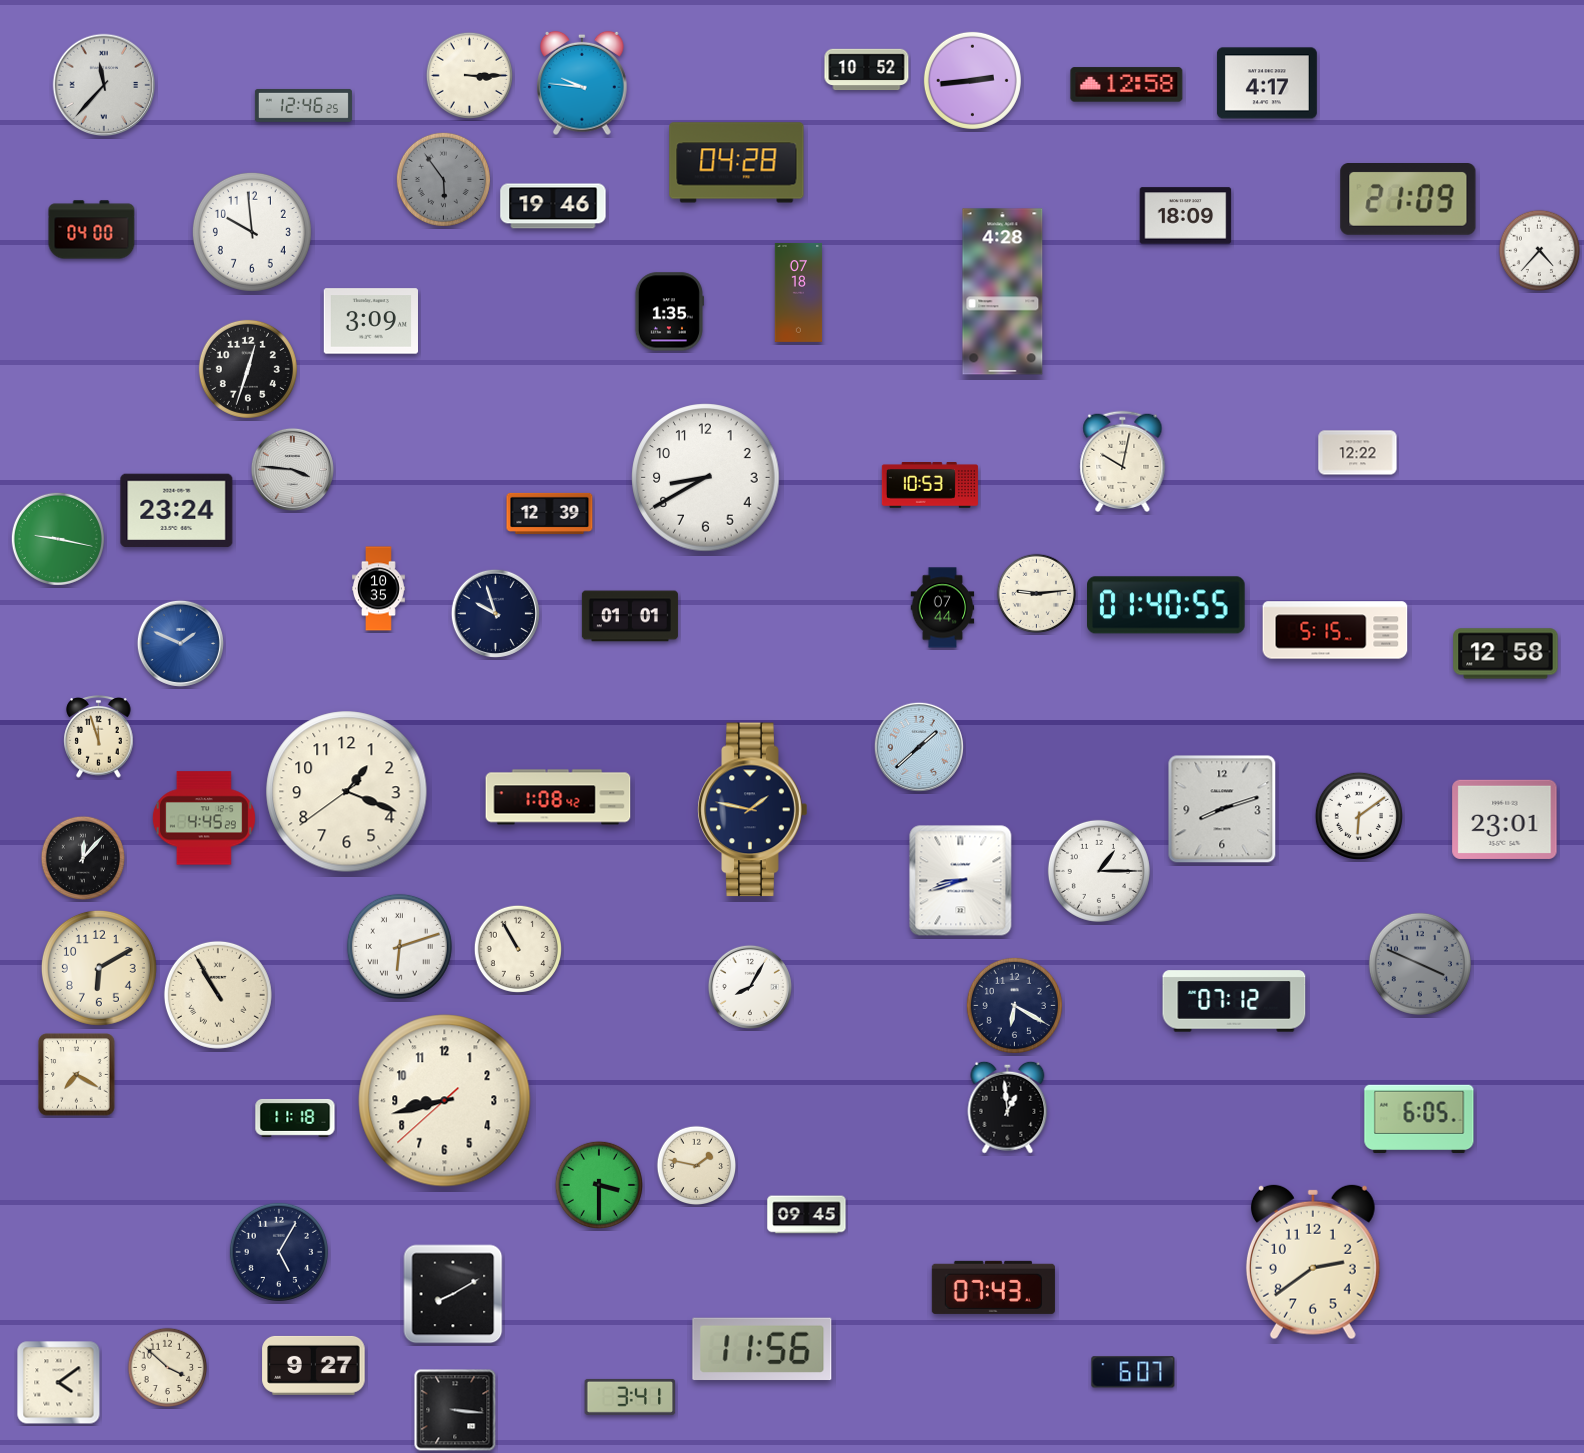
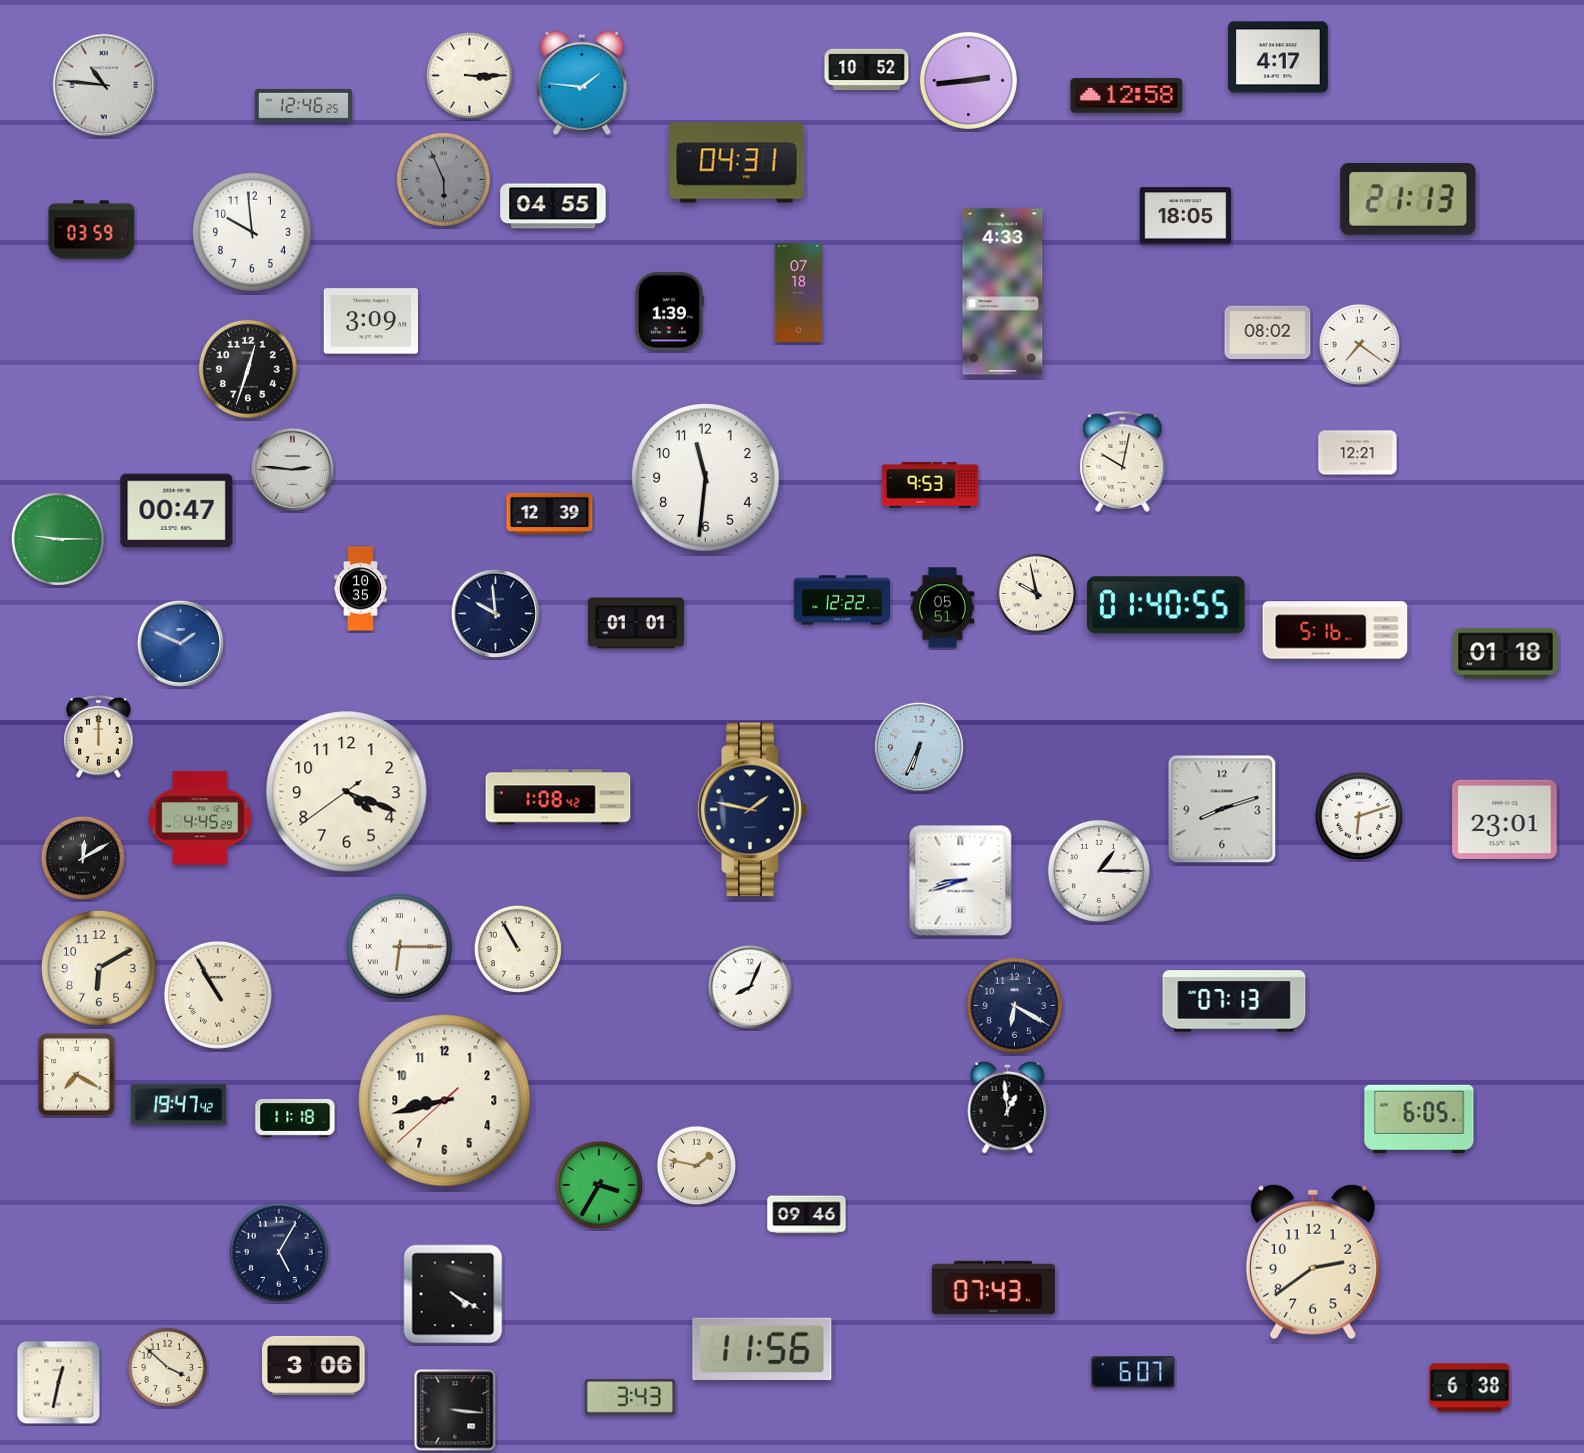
clock at (972, 80) position: (972, 80) -> (968, 80)
clock at (583, 83): 9:46 -> 1:46
clock at (1267, 83) position: (1267, 83) -> (1278, 57)
clock at (104, 85): 11:37 -> 10:46
clock at (1127, 85) position: (1127, 85) -> (1127, 96)
clock at (737, 163): 04:28 -> 04:31
clock at (443, 179): 5:54 -> 5:56
clock at (1408, 200): 21:09 -> 21:13
clock at (553, 206): 19:46 -> 04:55
clock at (1186, 216): 18:09 -> 18:05
clock at (92, 230): 04:00 -> 03:59
clock at (1540, 251): 4:37 -> none
clock at (1003, 292): 4:28 -> 4:33
clock at (669, 312): 1:35 -> 1:39
clock at (1268, 333): none -> 08:02
clock at (1360, 345): none -> 7:21
clock at (1358, 453): 12:22 -> 12:21
clock at (292, 469): 3:46 -> 2:46
clock at (706, 478): 8:40 -> 11:31
clock at (930, 486): 10:53 -> 9:53
clock at (177, 511): 23:24 -> 00:47
clock at (58, 539): 9:17 -> 9:15
clock at (379, 589) position: (379, 589) -> (361, 589)
clock at (1037, 594): 9:14 -> 9:58
clock at (842, 600): none -> 12:22
clock at (943, 608): 07:44 -> 05:51
clock at (495, 613): 9:57 -> 9:59
clock at (630, 616) position: (630, 616) -> (636, 623)
clock at (1335, 630): 5:15 -> 5:16
clock at (1506, 654): 12:58 -> 01:18
clock at (99, 737): 11:57 -> 12:00
clock at (919, 747): 1:38 -> 6:34
clock at (347, 792): 1:18 -> 4:18
clock at (1358, 815): 6:09 -> 6:12
clock at (204, 818) position: (204, 818) -> (200, 818)
clock at (82, 857): 12:07 -> 12:10
clock at (399, 946): 6:12 -> 6:15
clock at (1420, 964): 3:49 -> none
clock at (750, 987): 8:05 -> 8:04
clock at (1234, 1001): 07:12 -> 07:13
clock at (178, 1105): none -> 19:47
clock at (598, 1184): 3:30 -> 3:35
clock at (807, 1215): 09:45 -> 09:46
clock at (453, 1294): 8:10 -> 4:20
clock at (314, 1365): 9:27 -> 3:06
clock at (59, 1383): 4:09 -> 12:32
clock at (1470, 1388): none -> 6:38
clock at (630, 1397): 3:41 -> 3:43
